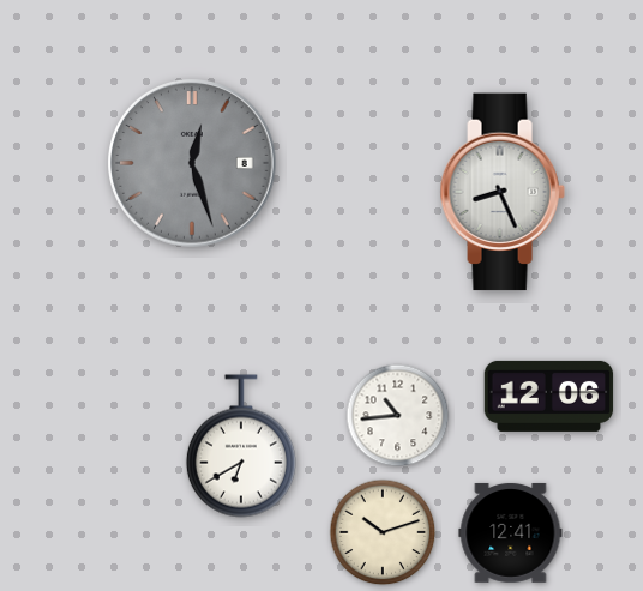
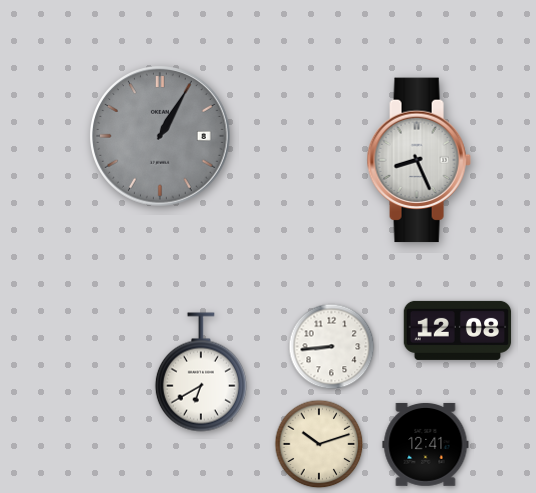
clock at (192, 163): 12:27 -> 1:05
clock at (549, 396): 12:06 -> 12:08
clock at (398, 416): 10:44 -> 8:44
